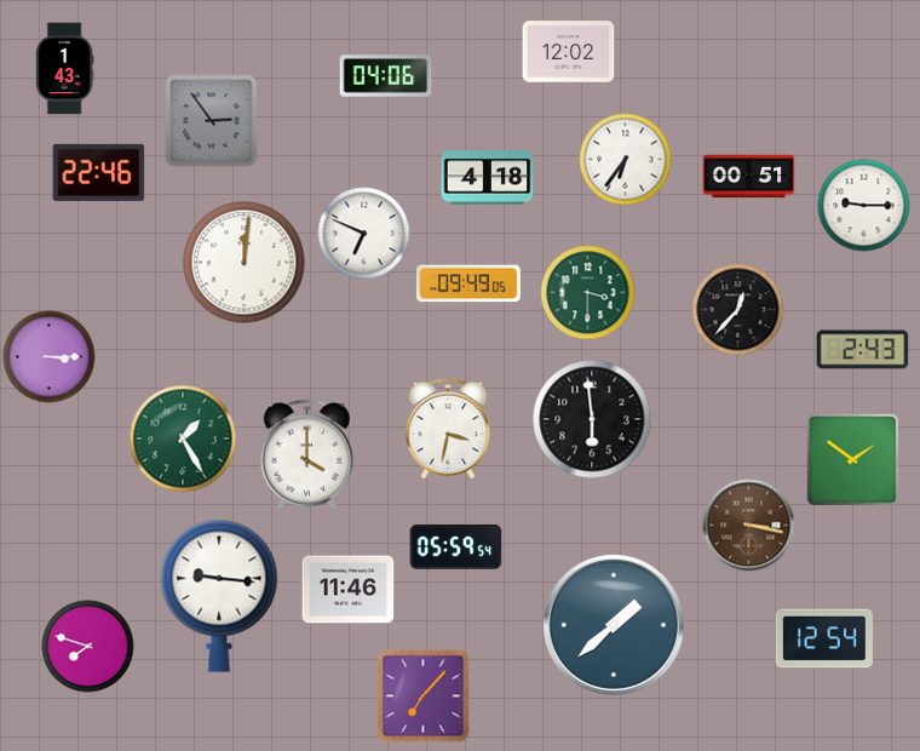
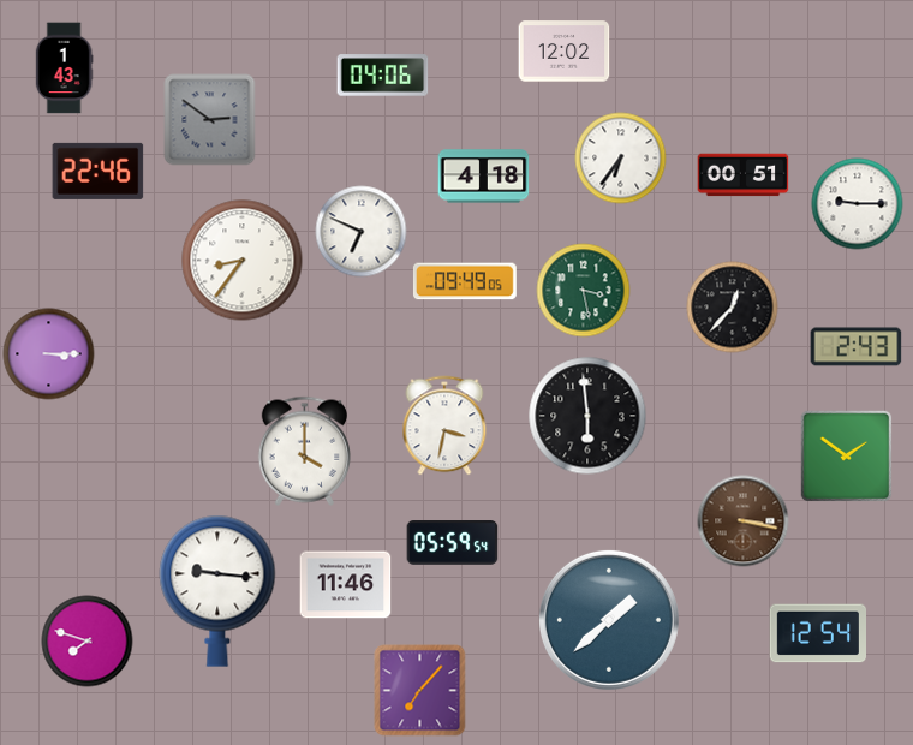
clock at (212, 121): 2:54 -> 2:51
clock at (245, 263): 12:01 -> 8:36
clock at (588, 293): 3:30 -> 3:28
clock at (183, 438): 1:25 -> none
